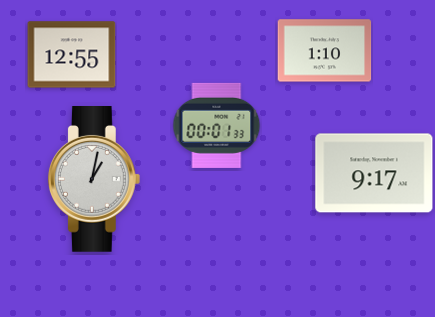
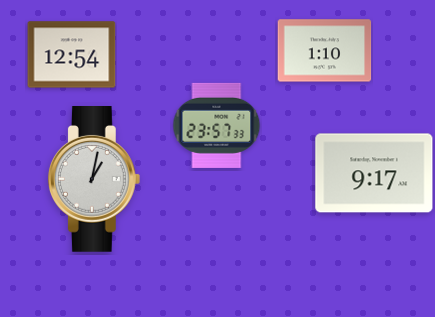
clock at (72, 55): 12:55 -> 12:54
clock at (217, 125): 00:01 -> 23:57
